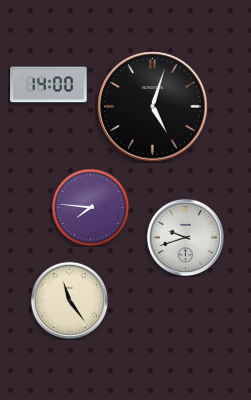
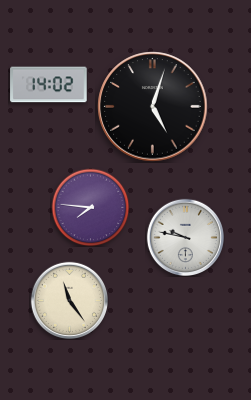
clock at (49, 85): 14:00 -> 14:02
clock at (185, 237): 9:42 -> 9:47
